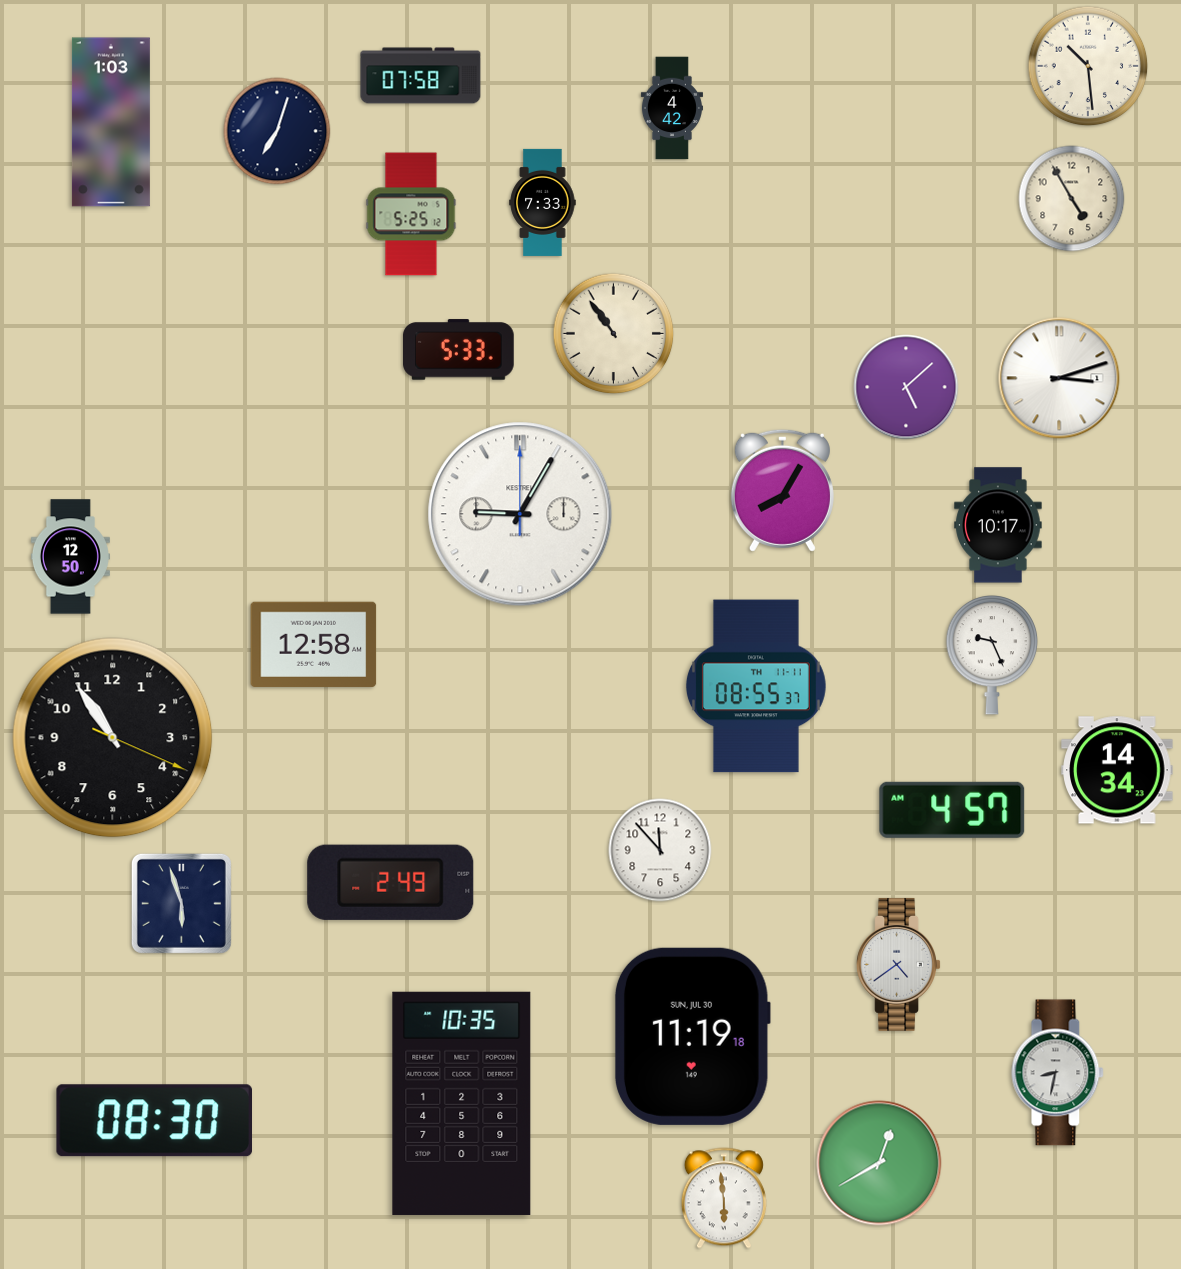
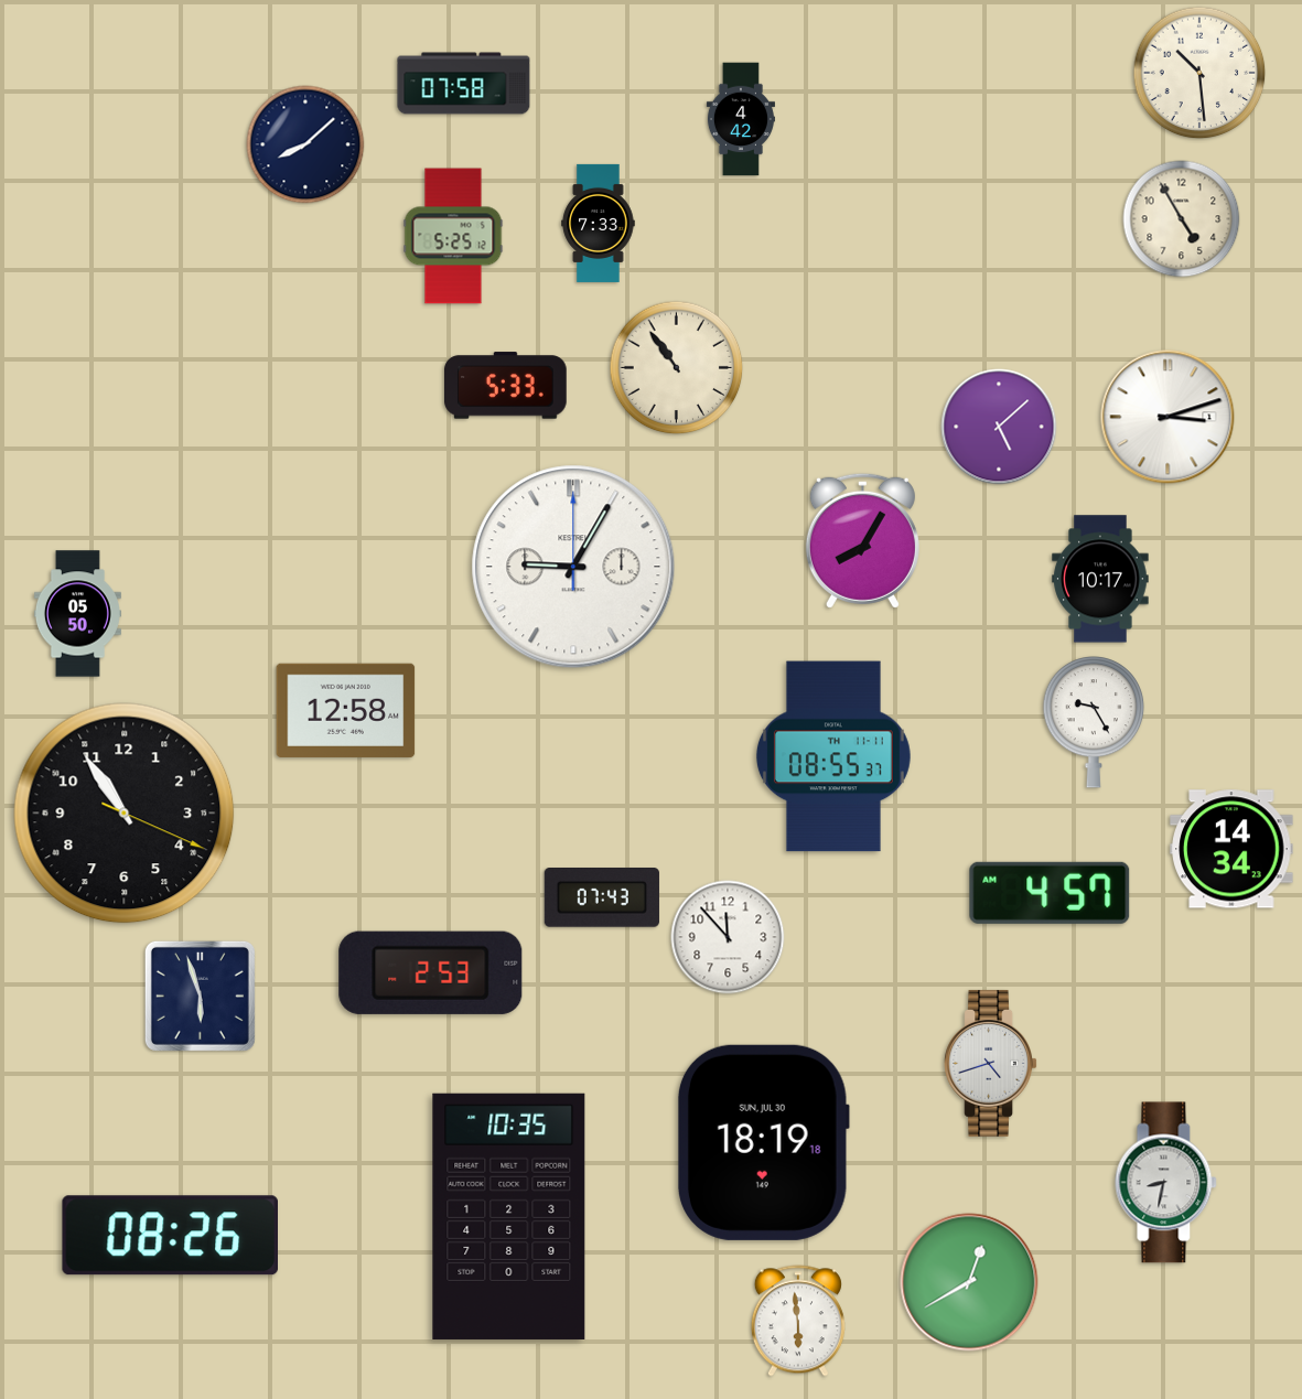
clock at (111, 122): 1:03 -> none
clock at (277, 131): 7:03 -> 8:08
clock at (70, 557): 12:50 -> 05:50
clock at (992, 655): 9:26 -> 9:25
clock at (602, 897): none -> 07:43
clock at (391, 882): 2:49 -> 2:53
clock at (898, 964): 4:39 -> 4:42
clock at (692, 1036): 11:19 -> 18:19
clock at (154, 1121): 08:30 -> 08:26
